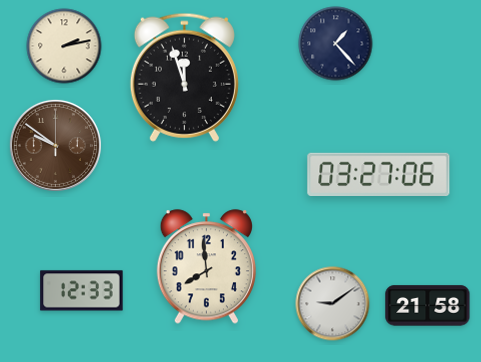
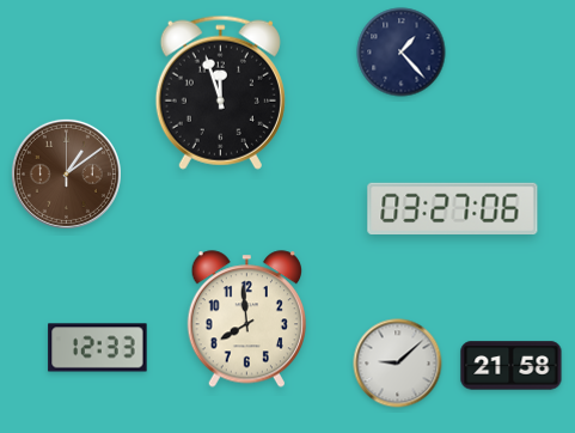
clock at (64, 46): 2:13 -> none
clock at (55, 145): 9:51 -> 1:09
clock at (333, 304): 9:09 -> 9:08
